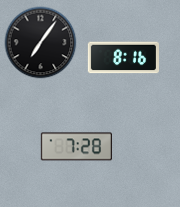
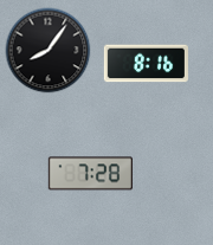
clock at (41, 43): 7:06 -> 8:06
clock at (123, 58) position: (123, 58) -> (146, 64)
